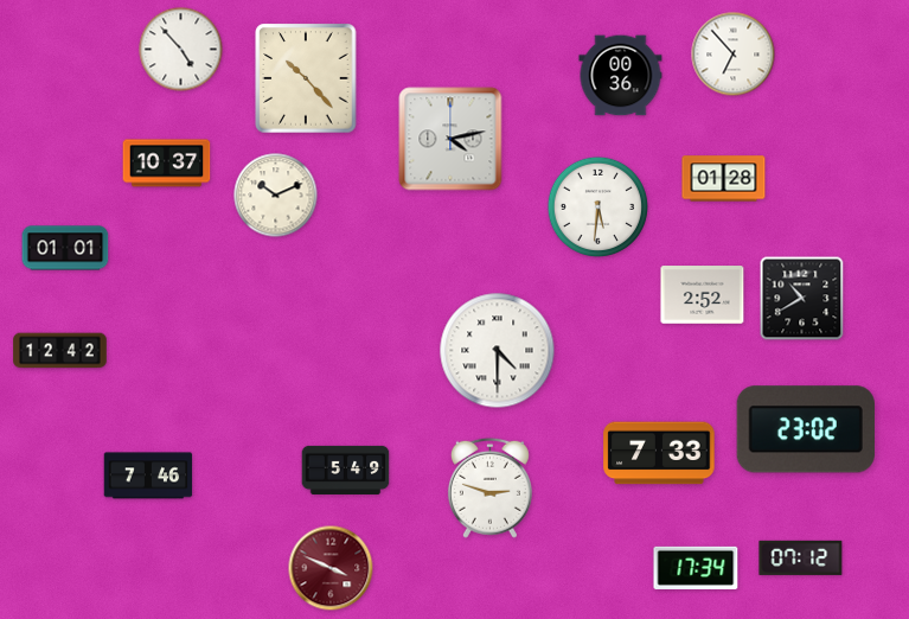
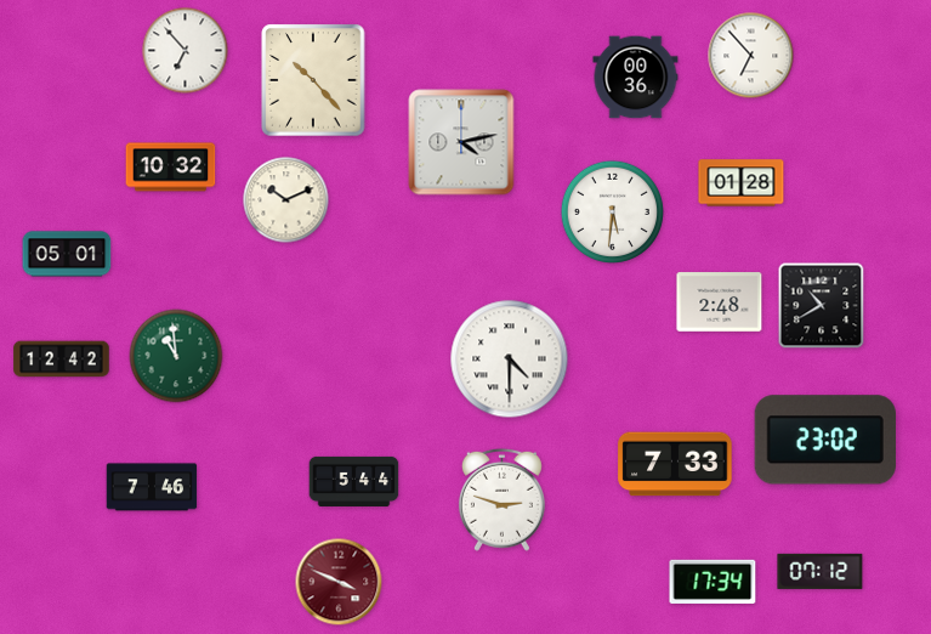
clock at (181, 50): 4:53 -> 6:53
clock at (167, 164): 10:37 -> 10:32
clock at (276, 196) position: (276, 196) -> (286, 200)
clock at (65, 248): 01:01 -> 05:01
clock at (703, 295): 2:52 -> 2:48
clock at (176, 356): none -> 10:59
clock at (346, 470): 5:49 -> 5:44
